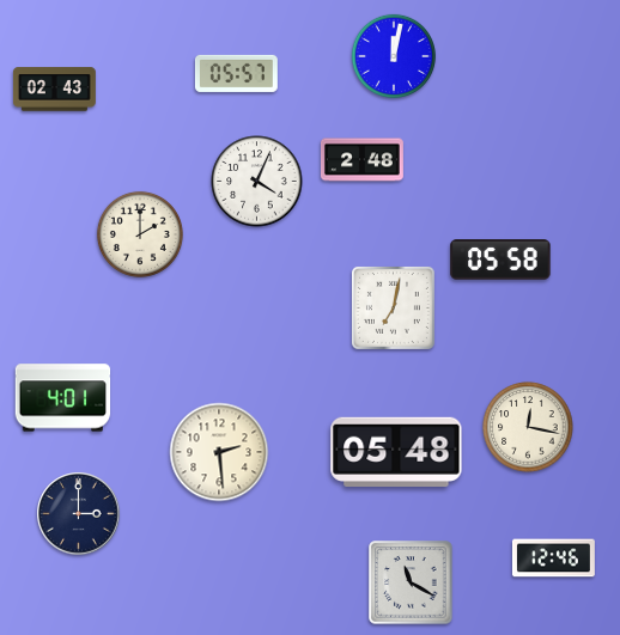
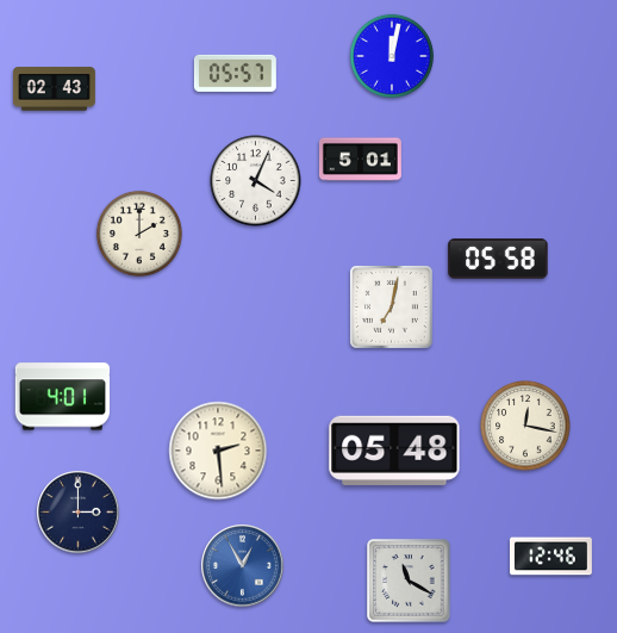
clock at (361, 160): 2:48 -> 5:01
clock at (243, 566): none -> 12:55
